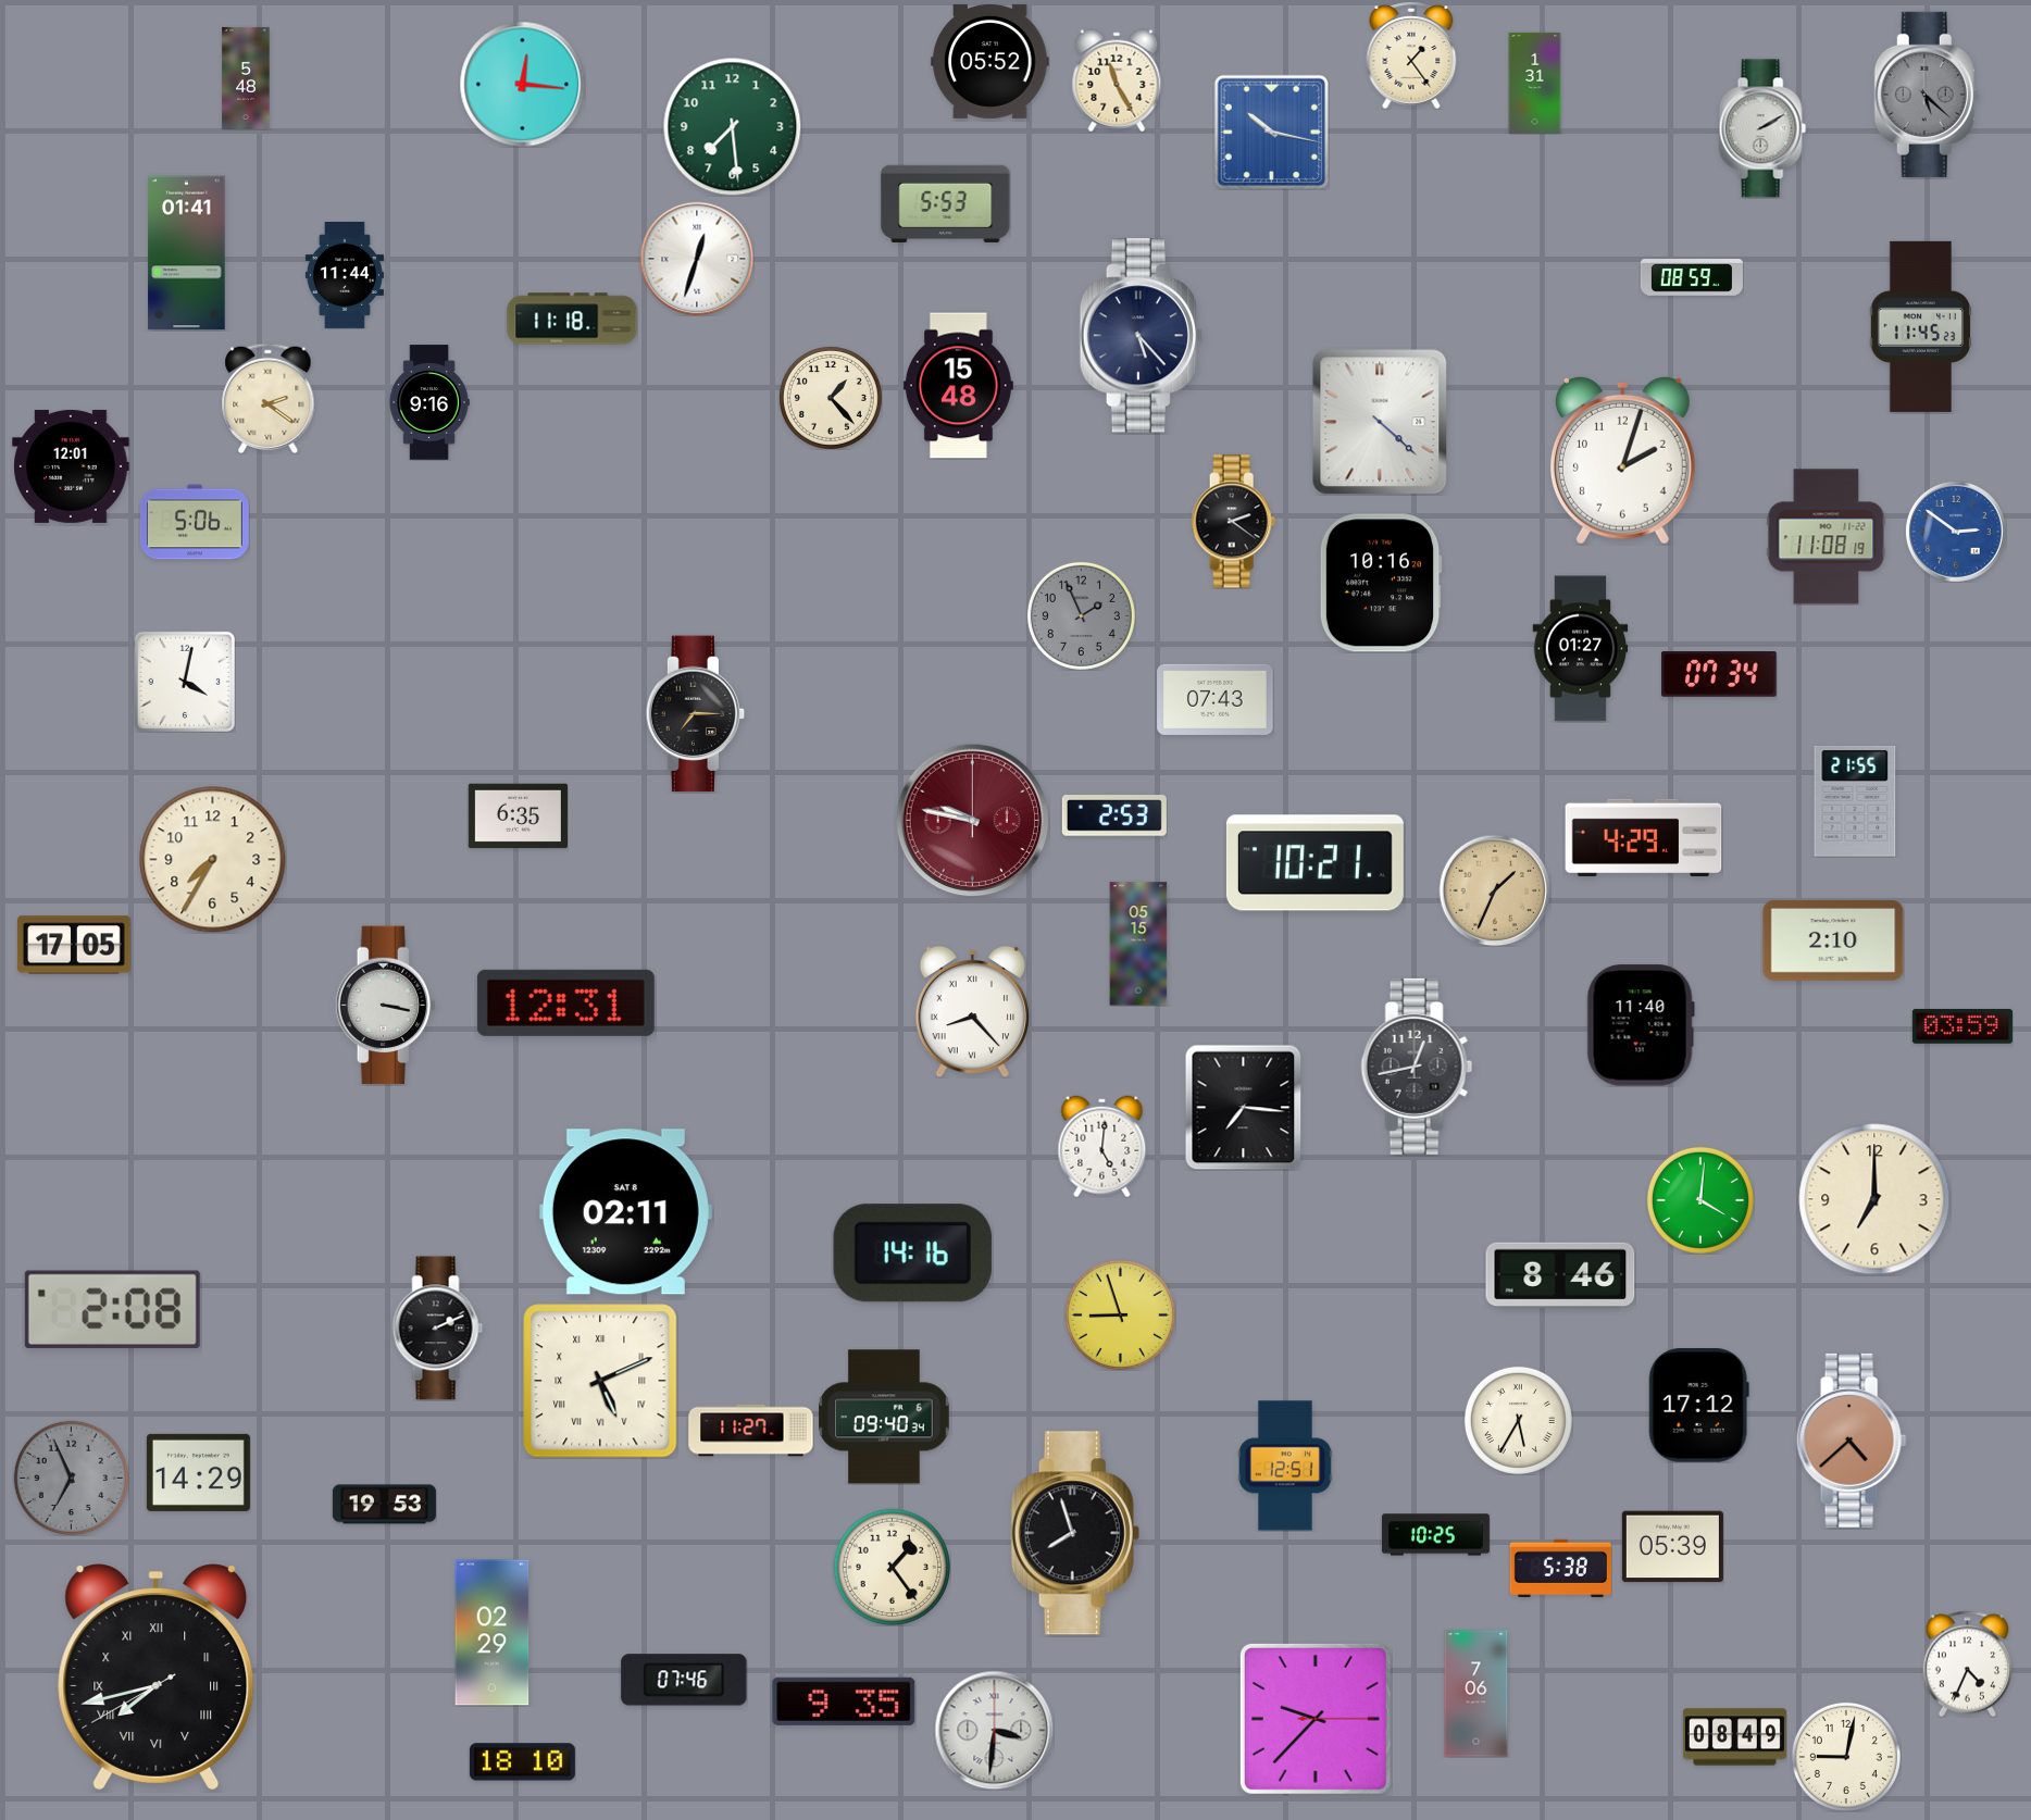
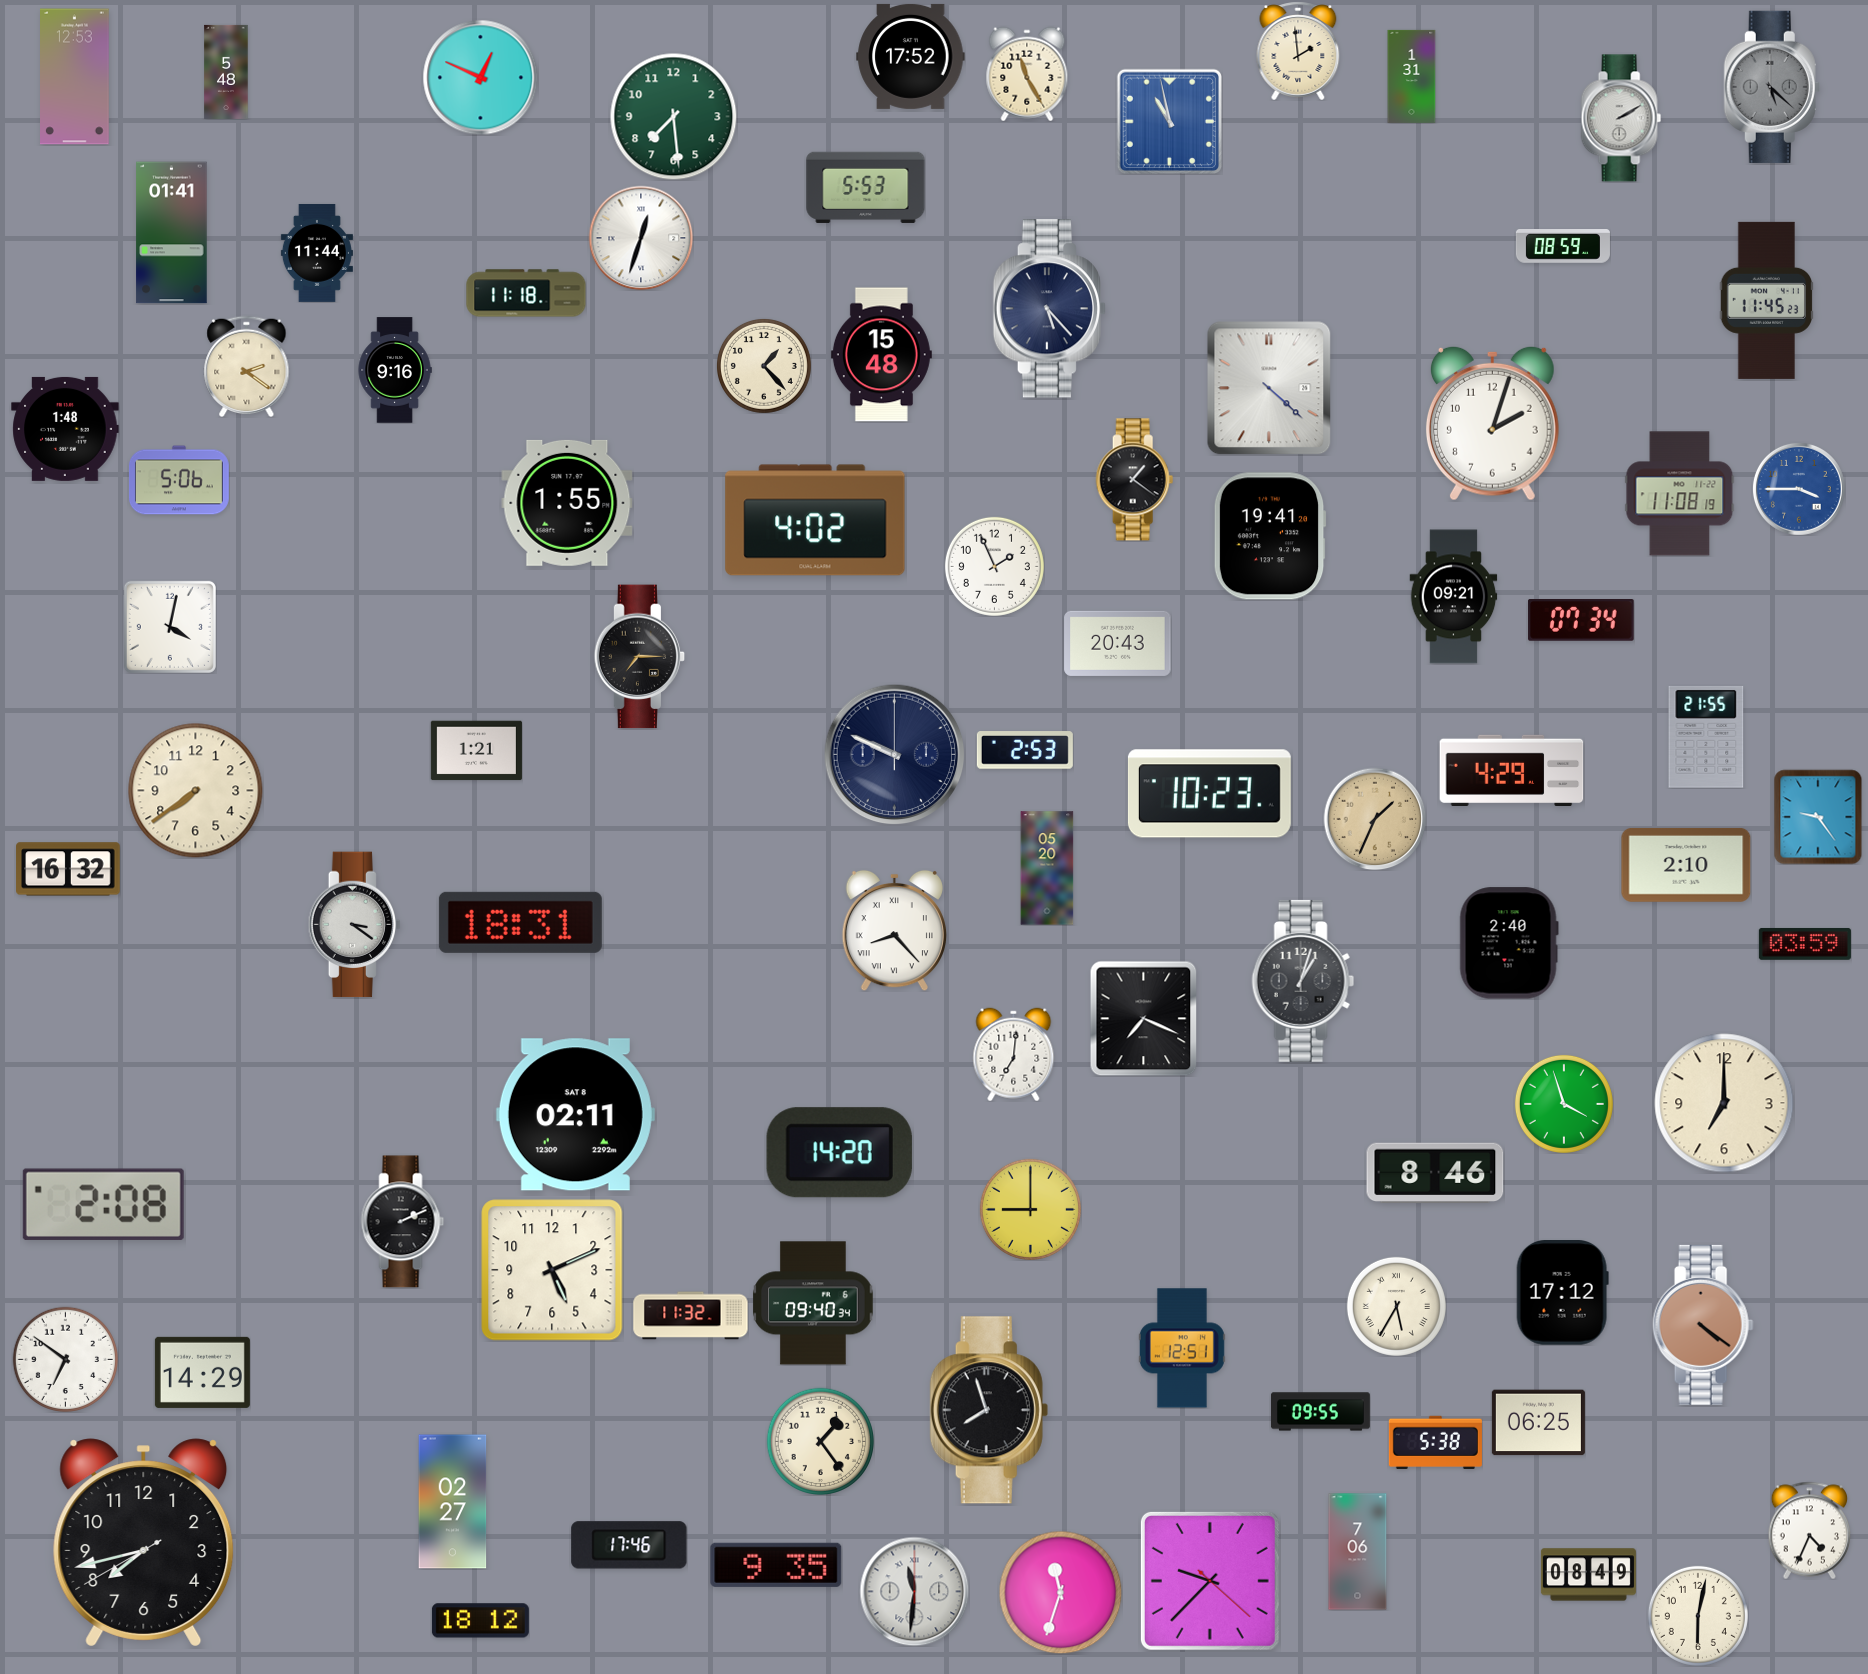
clock at (1411, 55): 1:24 -> 1:59
clock at (990, 61): 05:52 -> 17:52
clock at (75, 77): none -> 12:53
clock at (522, 84): 12:16 -> 12:49
clock at (1271, 132): 10:17 -> 10:58
clock at (946, 203) position: (946, 203) -> (866, 187)
clock at (1692, 278) position: (1692, 278) -> (1563, 247)
clock at (71, 466): 12:01 -> 1:48
clock at (1234, 522): 2:21 -> 1:21
clock at (1956, 532): 2:51 -> 3:45
clock at (567, 503): none -> 1:55
clock at (815, 520): none -> 4:02
clock at (1381, 583): 10:16 -> 19:41
clock at (1081, 615) dial: grey -> white
clock at (1581, 649): 01:27 -> 09:21
clock at (1216, 699): 07:43 -> 20:43
clock at (518, 816): 6:35 -> 1:21
clock at (972, 820): 9:47 -> 9:49
clock at (972, 820) dial: burgundy -> navy
clock at (213, 860): 7:35 -> 7:39
clock at (1314, 863): 10:21 -> 10:23
clock at (1818, 817): none -> 9:24
clock at (1138, 944): 05:15 -> 05:20
clock at (74, 945): 17:05 -> 16:32
clock at (565, 1002): 12:31 -> 18:31
clock at (385, 1006): 3:17 -> 3:21
clock at (1641, 1025): 11:40 -> 2:40
clock at (1417, 1067): 12:43 -> 1:03
clock at (1244, 1107): 7:16 -> 7:19
clock at (1102, 1146): 5:01 -> 7:01
clock at (1700, 1200): 4:01 -> 3:57
clock at (912, 1254): 14:16 -> 14:20
clock at (1120, 1314): 8:57 -> 9:00
clock at (600, 1381) numerals: Roman -> Arabic
clock at (751, 1431): 11:27 -> 11:32
clock at (1852, 1441): 4:38 -> 4:21
clock at (198, 1472) position: (198, 1472) -> (202, 1372)
clock at (71, 1478): 6:56 -> 6:51
clock at (71, 1478) dial: grey -> white
clock at (384, 1505): 19:53 -> none
clock at (1435, 1535): 10:25 -> 09:55
clock at (1672, 1547): 05:39 -> 06:25
clock at (493, 1633): 02:29 -> 02:27
clock at (157, 1678) numerals: Roman -> Arabic
clock at (684, 1680): 07:46 -> 17:46
clock at (1476, 1694) position: (1476, 1694) -> (1358, 1552)
clock at (1316, 1719): 9:37:15 -> 9:37:22
clock at (994, 1730): 3:31 -> 11:31
clock at (1060, 1592): none -> 11:33
clock at (1734, 1737) position: (1734, 1737) -> (1588, 1575)
clock at (1846, 1757): 9:02 -> 6:02
clock at (522, 1762): 18:10 -> 18:12
